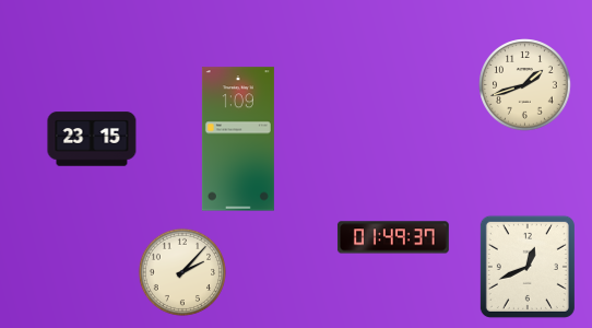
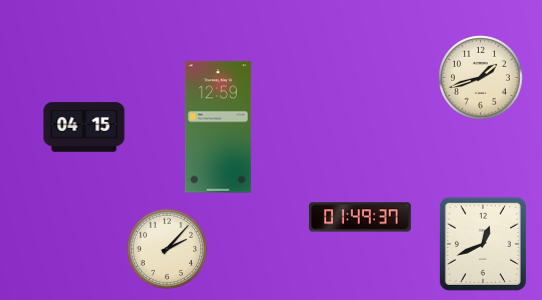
clock at (92, 139): 23:15 -> 04:15
clock at (238, 139): 1:09 -> 12:59
